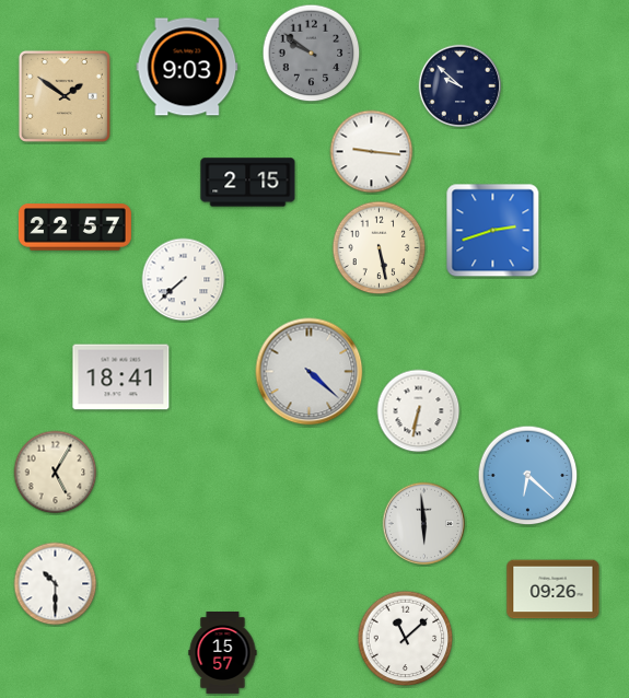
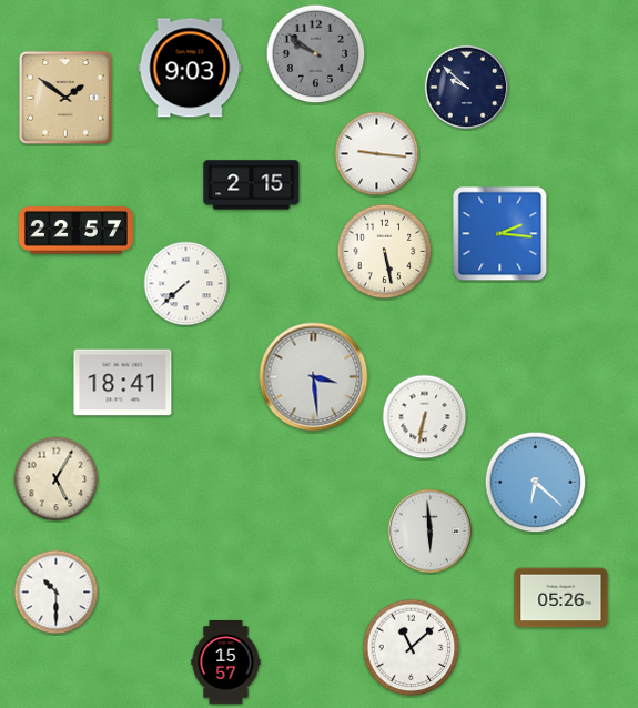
clock at (493, 231): 2:42 -> 2:16
clock at (310, 372): 4:22 -> 3:29
clock at (554, 590): 09:26 -> 05:26
